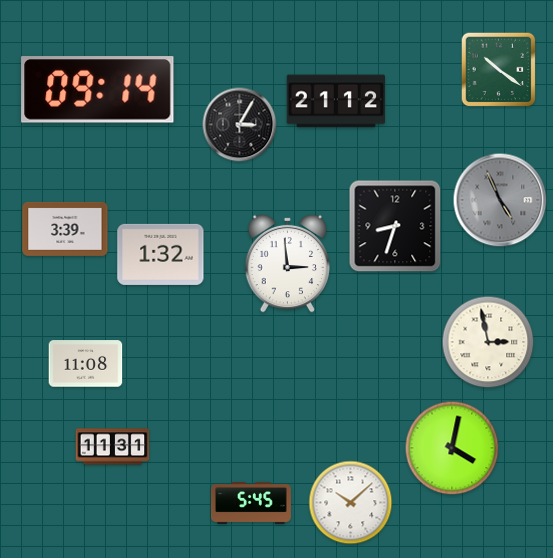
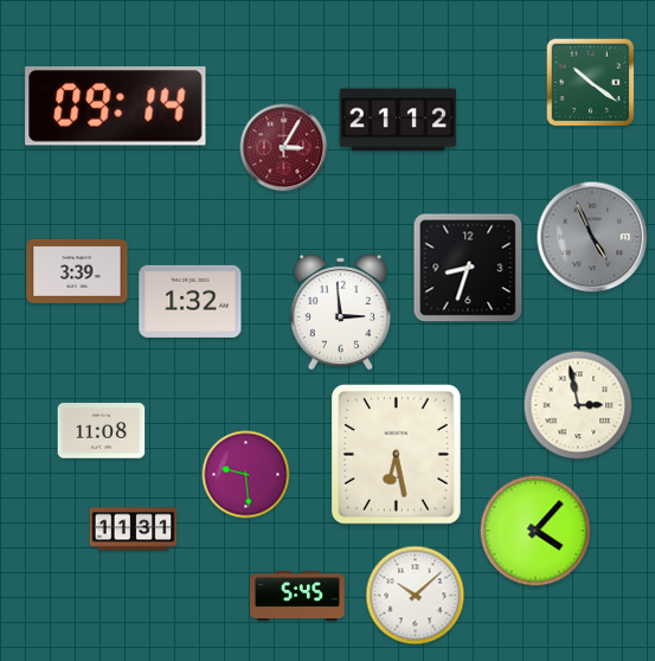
clock at (240, 125) dial: black -> burgundy
clock at (397, 455): none -> 6:28
clock at (246, 475): none -> 9:29
clock at (452, 448): 4:02 -> 4:07
